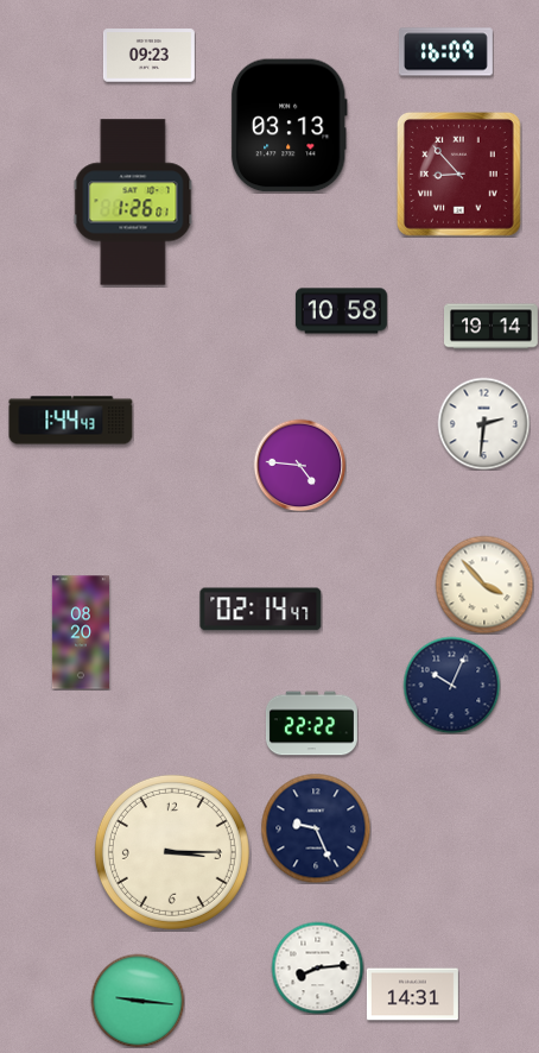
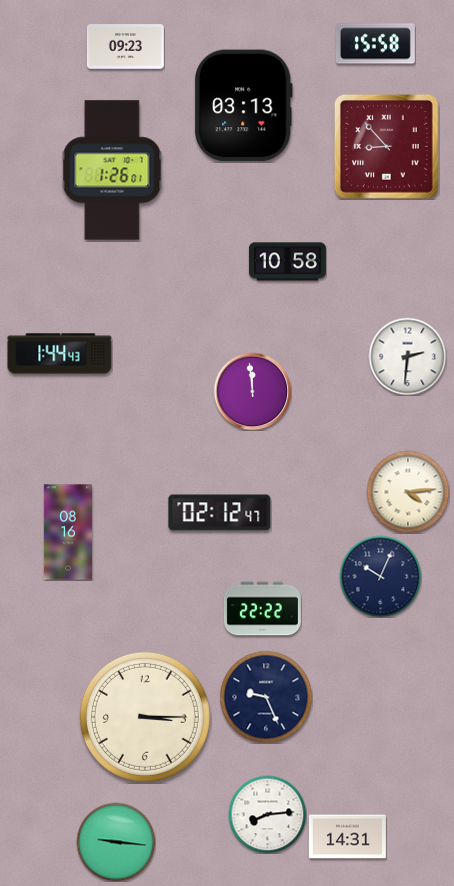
clock at (445, 52): 16:09 -> 15:58
clock at (492, 327): 19:14 -> none
clock at (299, 465): 4:46 -> 11:59
clock at (484, 585): 3:53 -> 4:14
clock at (261, 610): 02:14 -> 02:12
clock at (81, 632): 08:20 -> 08:16
